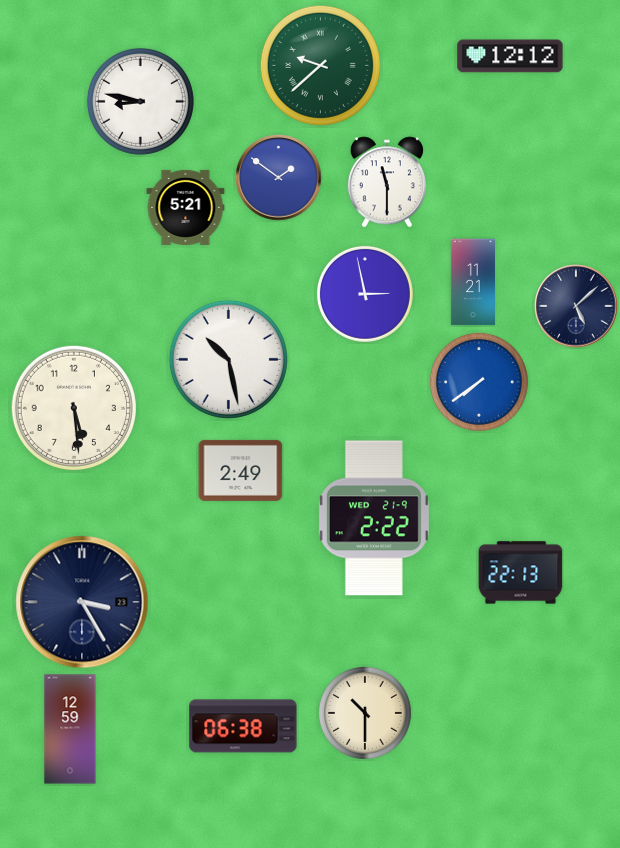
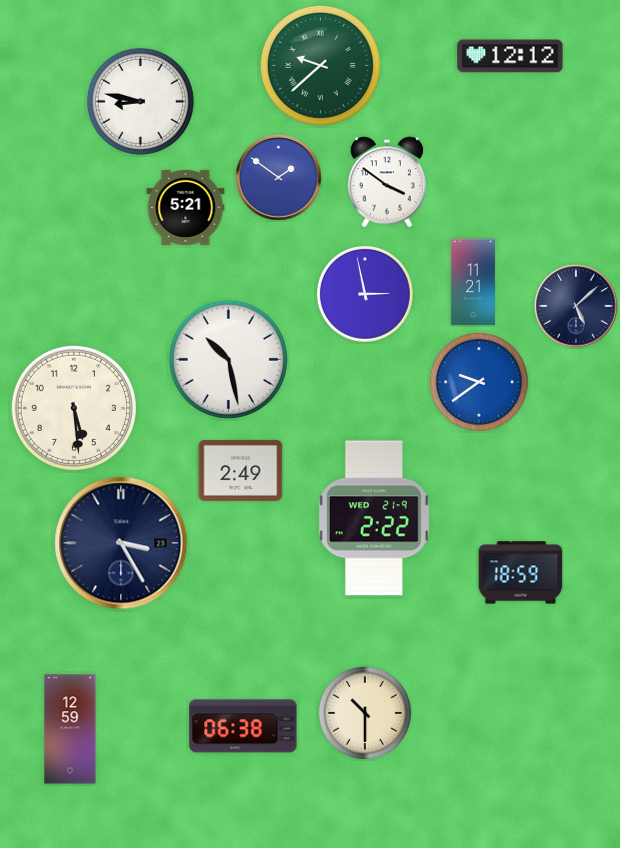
clock at (387, 182): 11:30 -> 3:51
clock at (479, 382): 7:39 -> 9:39
clock at (521, 573): 22:13 -> 18:59
clock at (82, 602) position: (82, 602) -> (121, 543)
